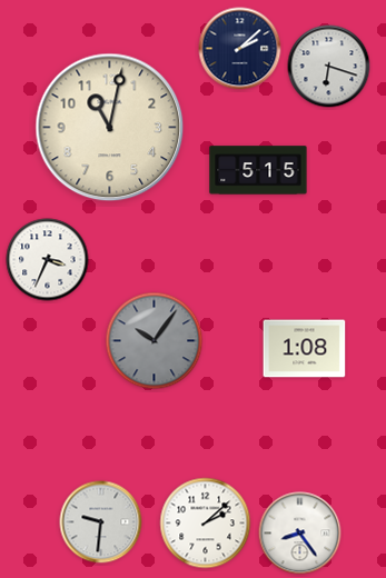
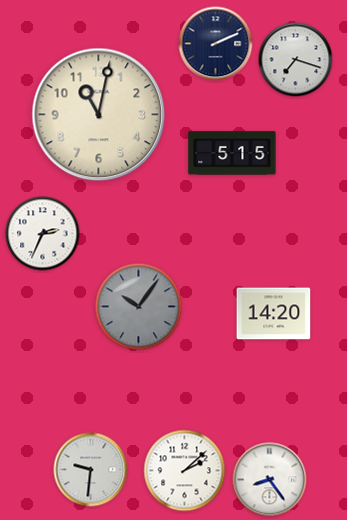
clock at (240, 49): 2:08 -> 2:11
clock at (329, 67): 6:18 -> 7:18
clock at (48, 260): 3:34 -> 2:34
clock at (305, 349): 1:08 -> 14:20
